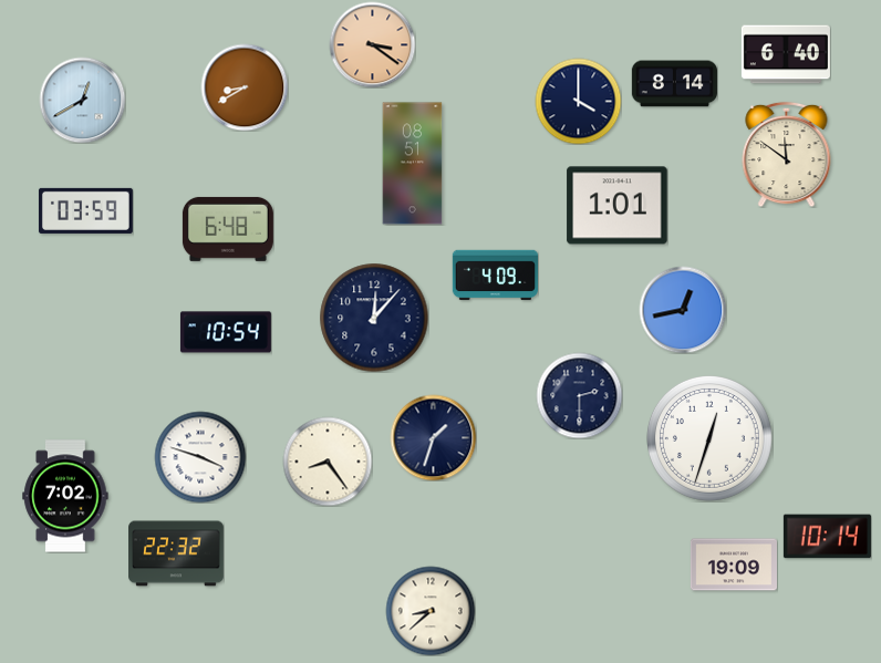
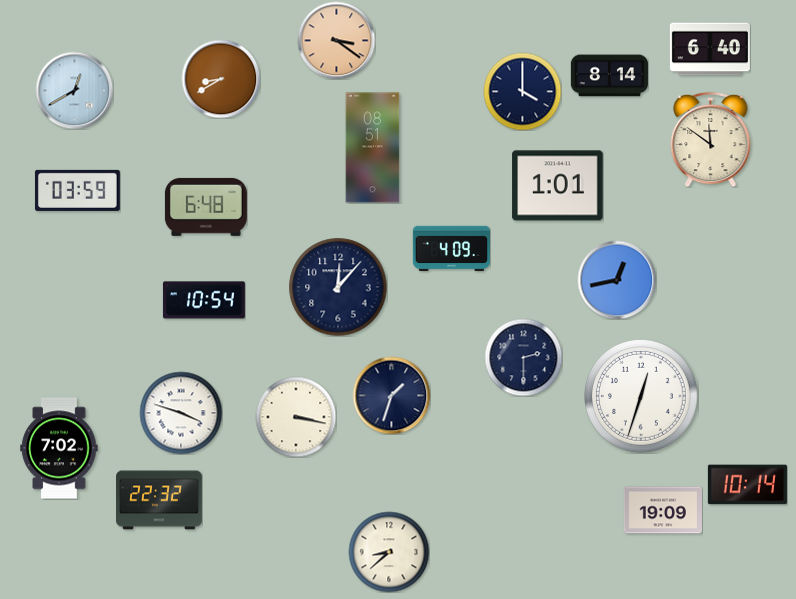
clock at (495, 276) position: (495, 276) -> (451, 249)
clock at (328, 462): 8:24 -> 3:17
